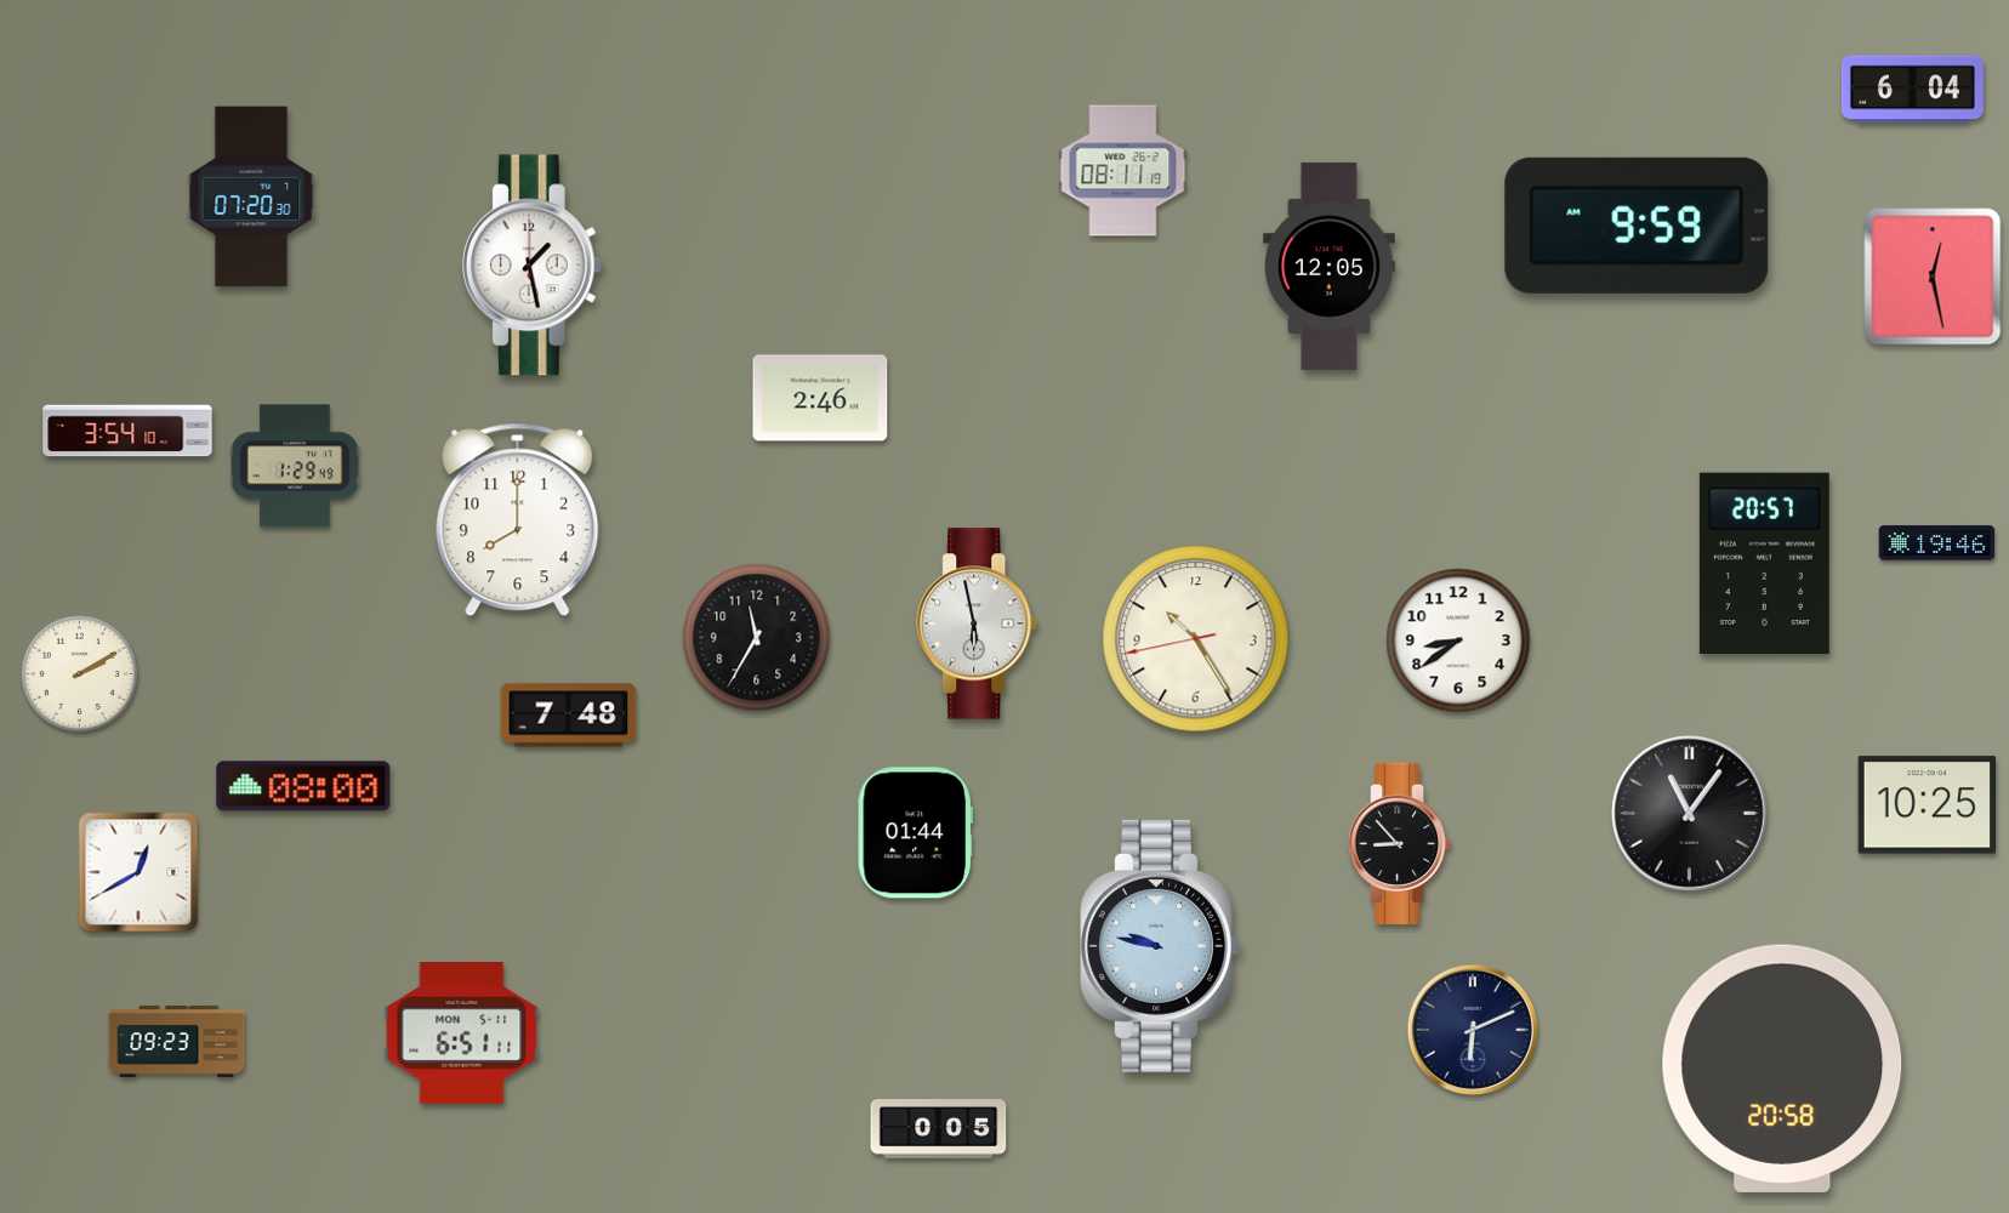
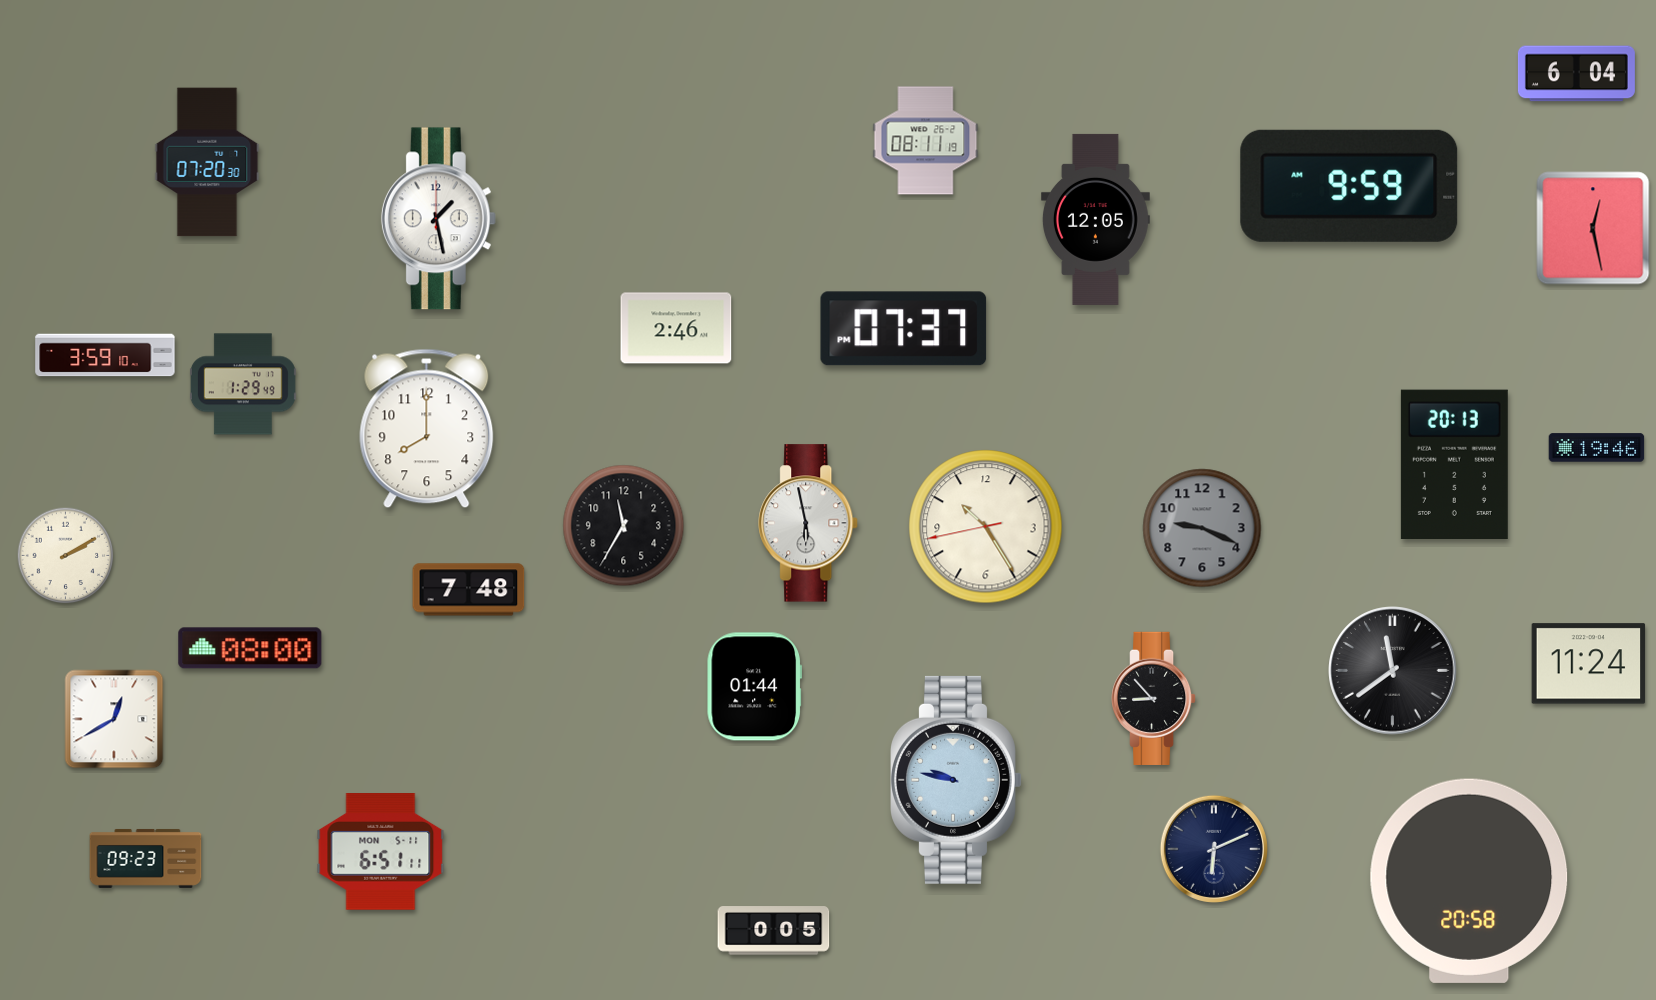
clock at (904, 329): none -> 07:37
clock at (127, 431): 3:54 -> 3:59
clock at (1764, 563): 20:57 -> 20:13
clock at (978, 623) position: (978, 623) -> (809, 523)
clock at (1458, 640): 8:39 -> 9:19
clock at (1458, 640) dial: white -> grey
clock at (1928, 805): 10:25 -> 11:24
clock at (1690, 814): 11:06 -> 11:39
clock at (1401, 843) position: (1401, 843) -> (1155, 698)
